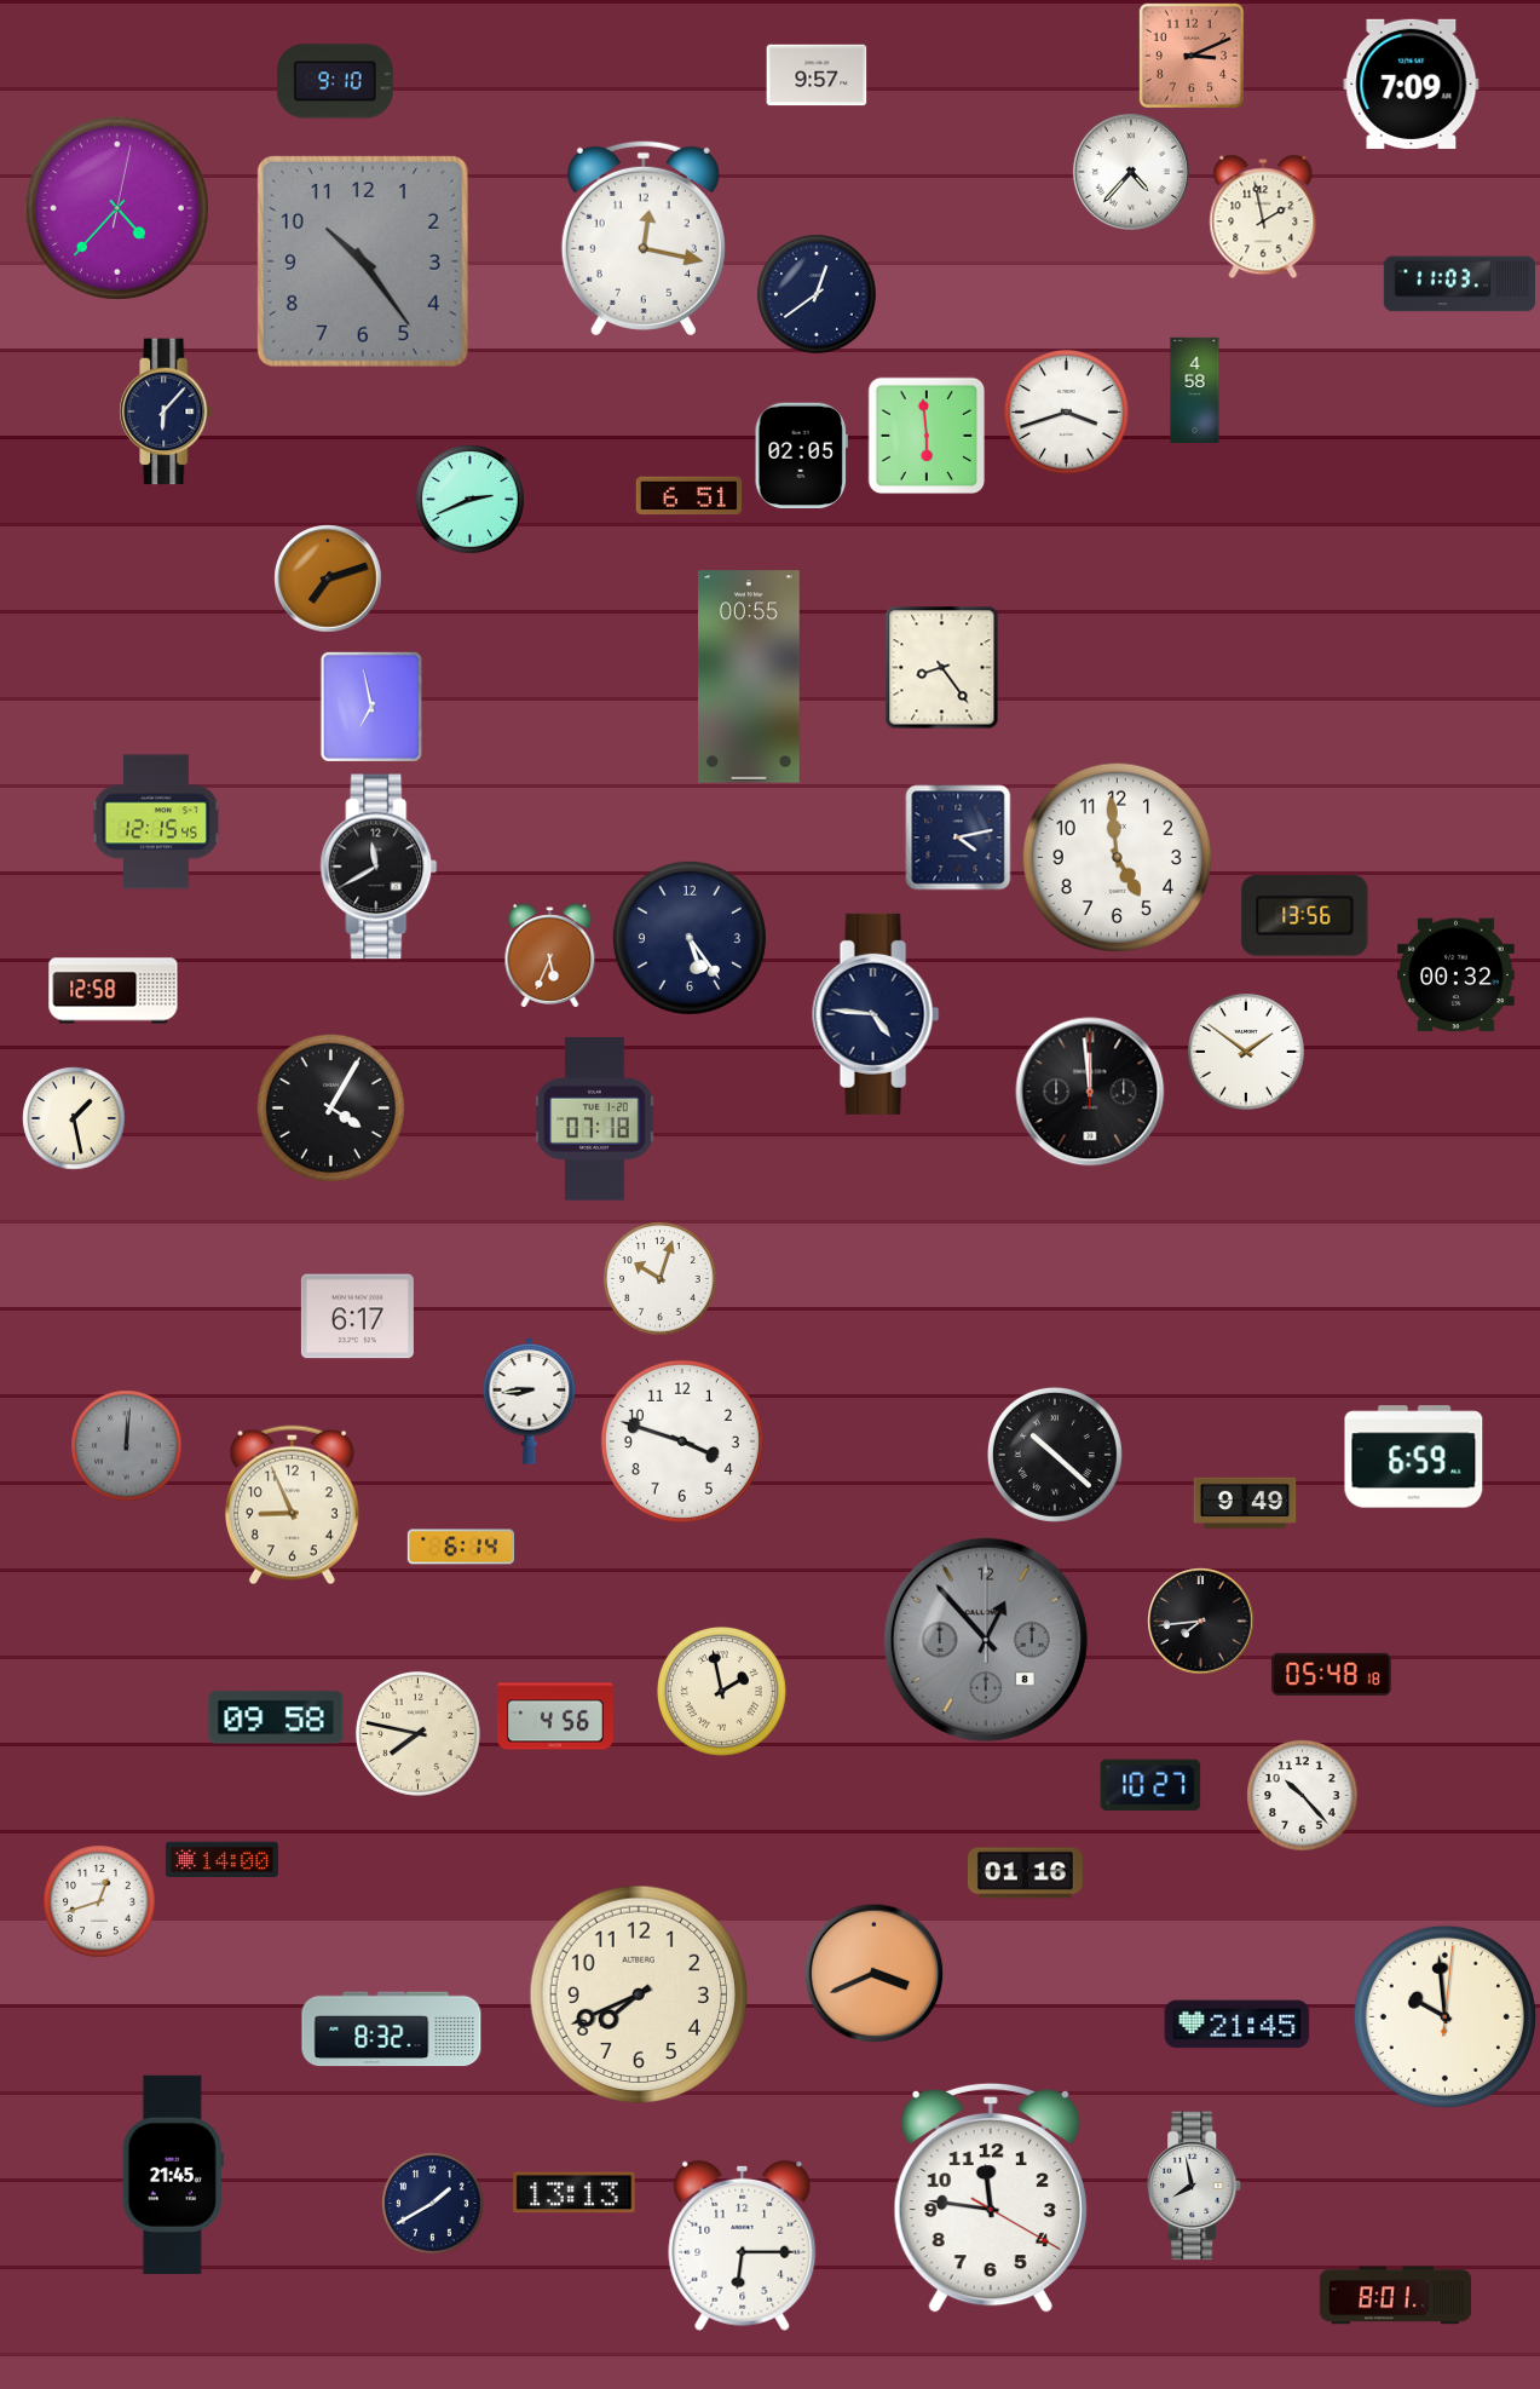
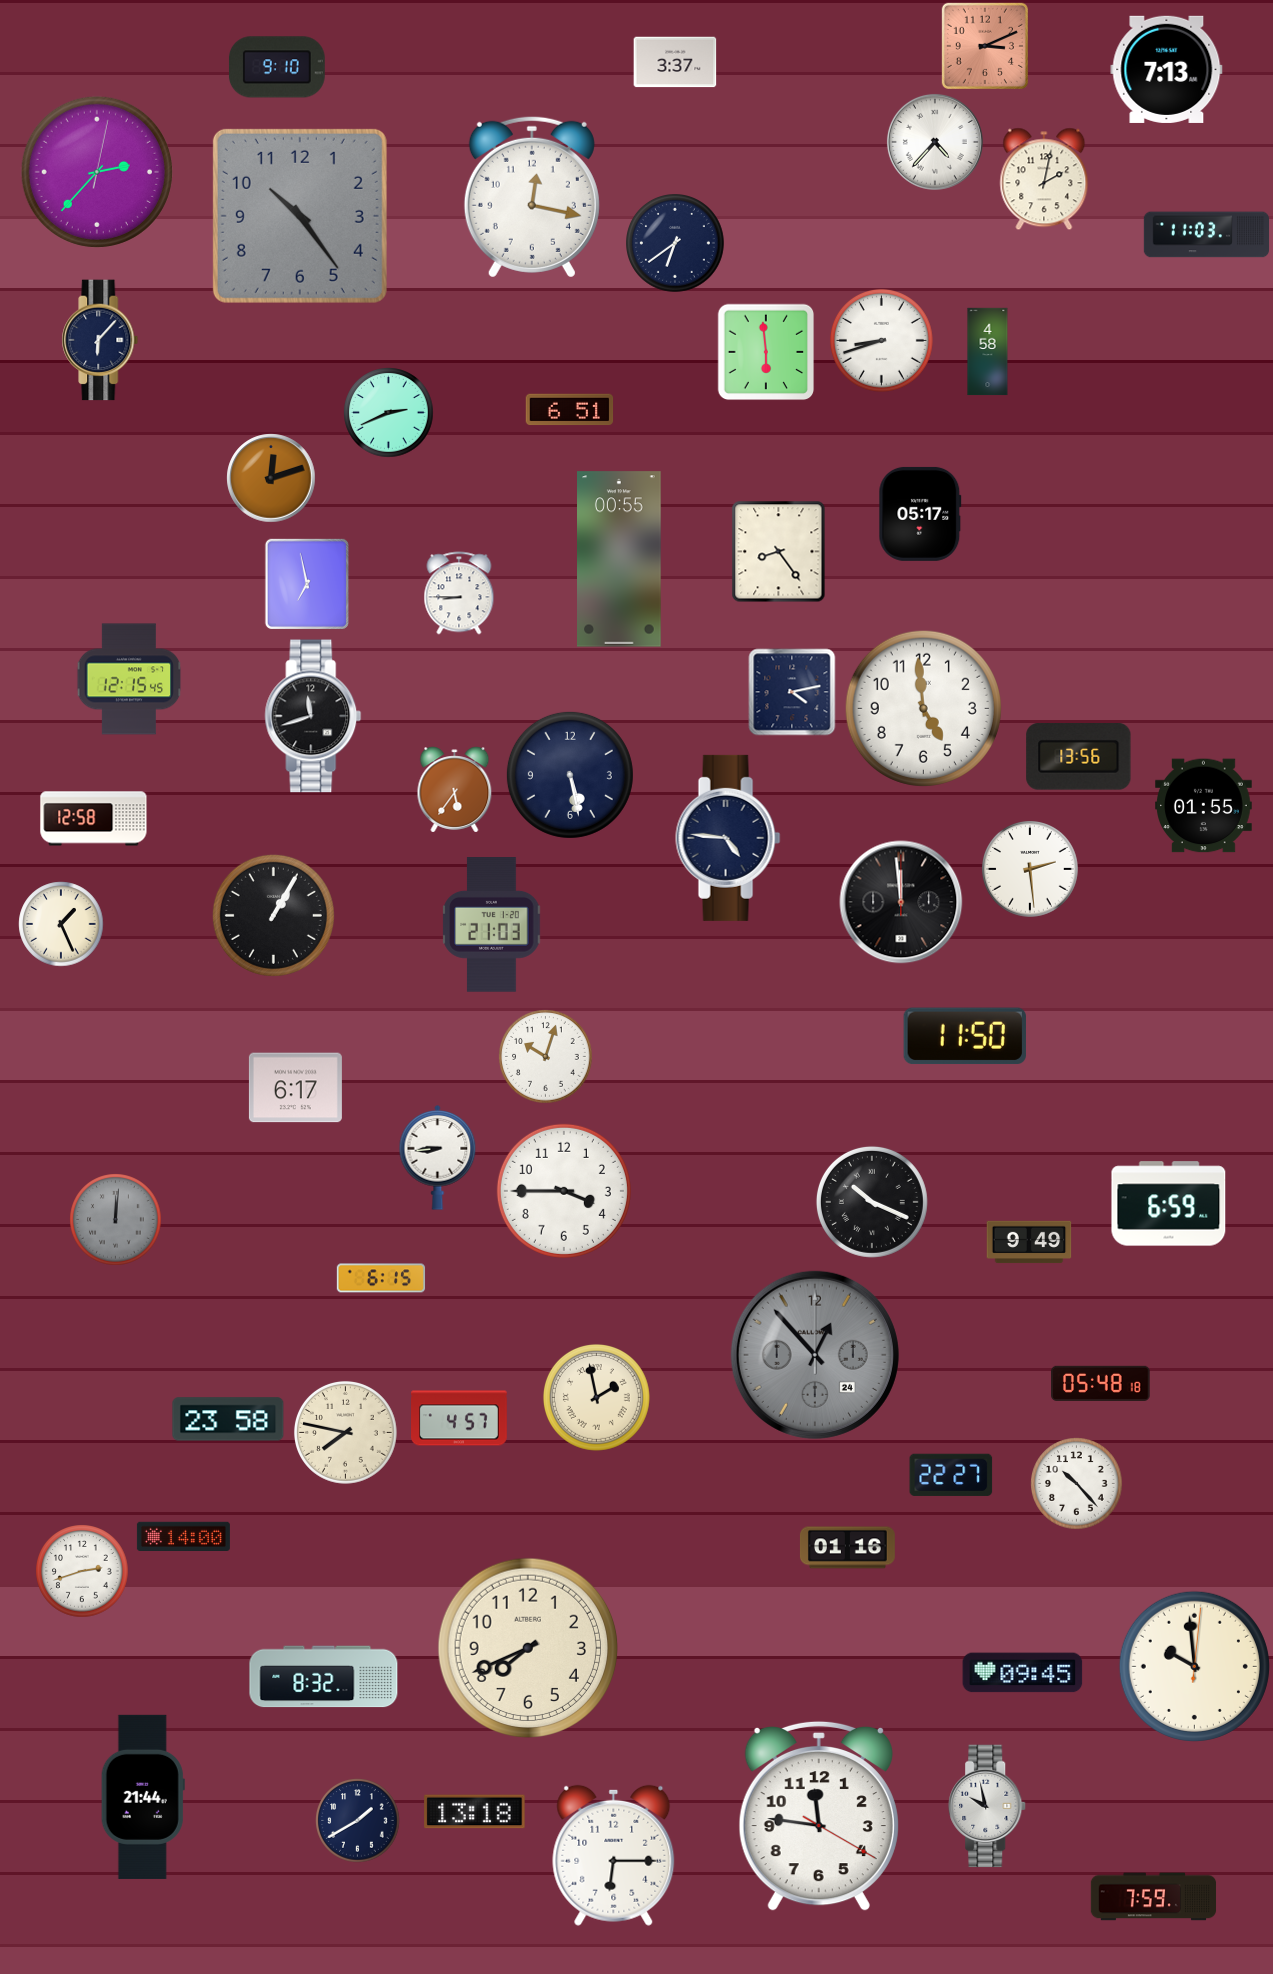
clock at (817, 75): 9:57 -> 3:37
clock at (1412, 84): 7:09 -> 7:13
clock at (117, 208): 4:37 -> 2:37
clock at (1263, 217): 1:58 -> 2:02
clock at (818, 295): 12:39 -> 6:39
clock at (1195, 391) position: (1195, 391) -> (988, 352)
clock at (166, 411) position: (166, 411) -> (100, 340)
clock at (1066, 411): 3:42 -> 8:42
clock at (927, 436) position: (927, 436) -> (766, 352)
clock at (801, 455): 02:05 -> none
clock at (328, 578): 7:12 -> 12:12
clock at (920, 514): none -> 05:17
clock at (459, 593): none -> 8:45
clock at (379, 867): 11:40 -> 11:42
clock at (690, 938): 5:24 -> 5:28
clock at (550, 956): 5:34 -> 5:36
clock at (1457, 975): 00:32 -> 01:55
clock at (876, 1014) position: (876, 1014) -> (728, 838)
clock at (1247, 1053): 1:51 -> 2:29
clock at (330, 1107): 4:05 -> 1:05
clock at (74, 1118): 1:28 -> 1:26
clock at (595, 1119): 07:18 -> 21:03
clock at (965, 1036): none -> 11:50
clock at (682, 1441): 3:48 -> 3:45
clock at (127, 1446) position: (127, 1446) -> (116, 1220)
clock at (1055, 1455): 10:22 -> 10:19
clock at (292, 1506): 8:56 -> none
clock at (461, 1547): 6:14 -> 6:15
clock at (1201, 1622): 7:44 -> none
clock at (986, 1640) date: 8 -> 24
clock at (556, 1716): 4:56 -> 4:57
clock at (276, 1717): 09:58 -> 23:58
clock at (1150, 1785): 10:27 -> 22:27
clock at (99, 1901): 12:42 -> 2:42
clock at (875, 1974): 3:41 -> none
clock at (1238, 2025): 21:45 -> 09:45
clock at (173, 2175): 21:45 -> 21:44
clock at (1195, 2186): 7:58 -> 9:58
clock at (575, 2193): 13:13 -> 13:18
clock at (1396, 2296): 8:01 -> 7:59
